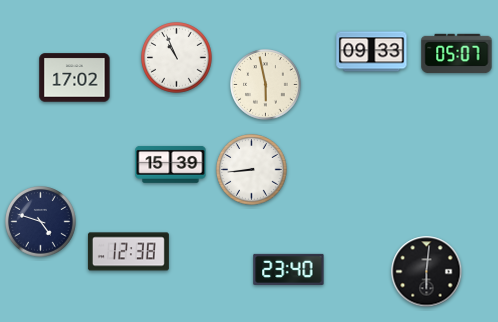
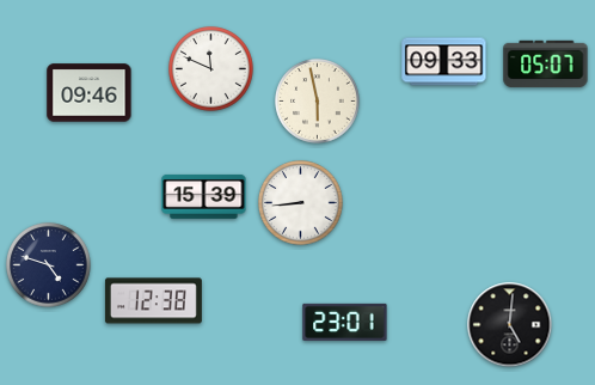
clock at (177, 58): 10:56 -> 11:49
clock at (75, 78): 17:02 -> 09:46
clock at (289, 269): 23:40 -> 23:01
clock at (427, 272): 6:01 -> 5:01
